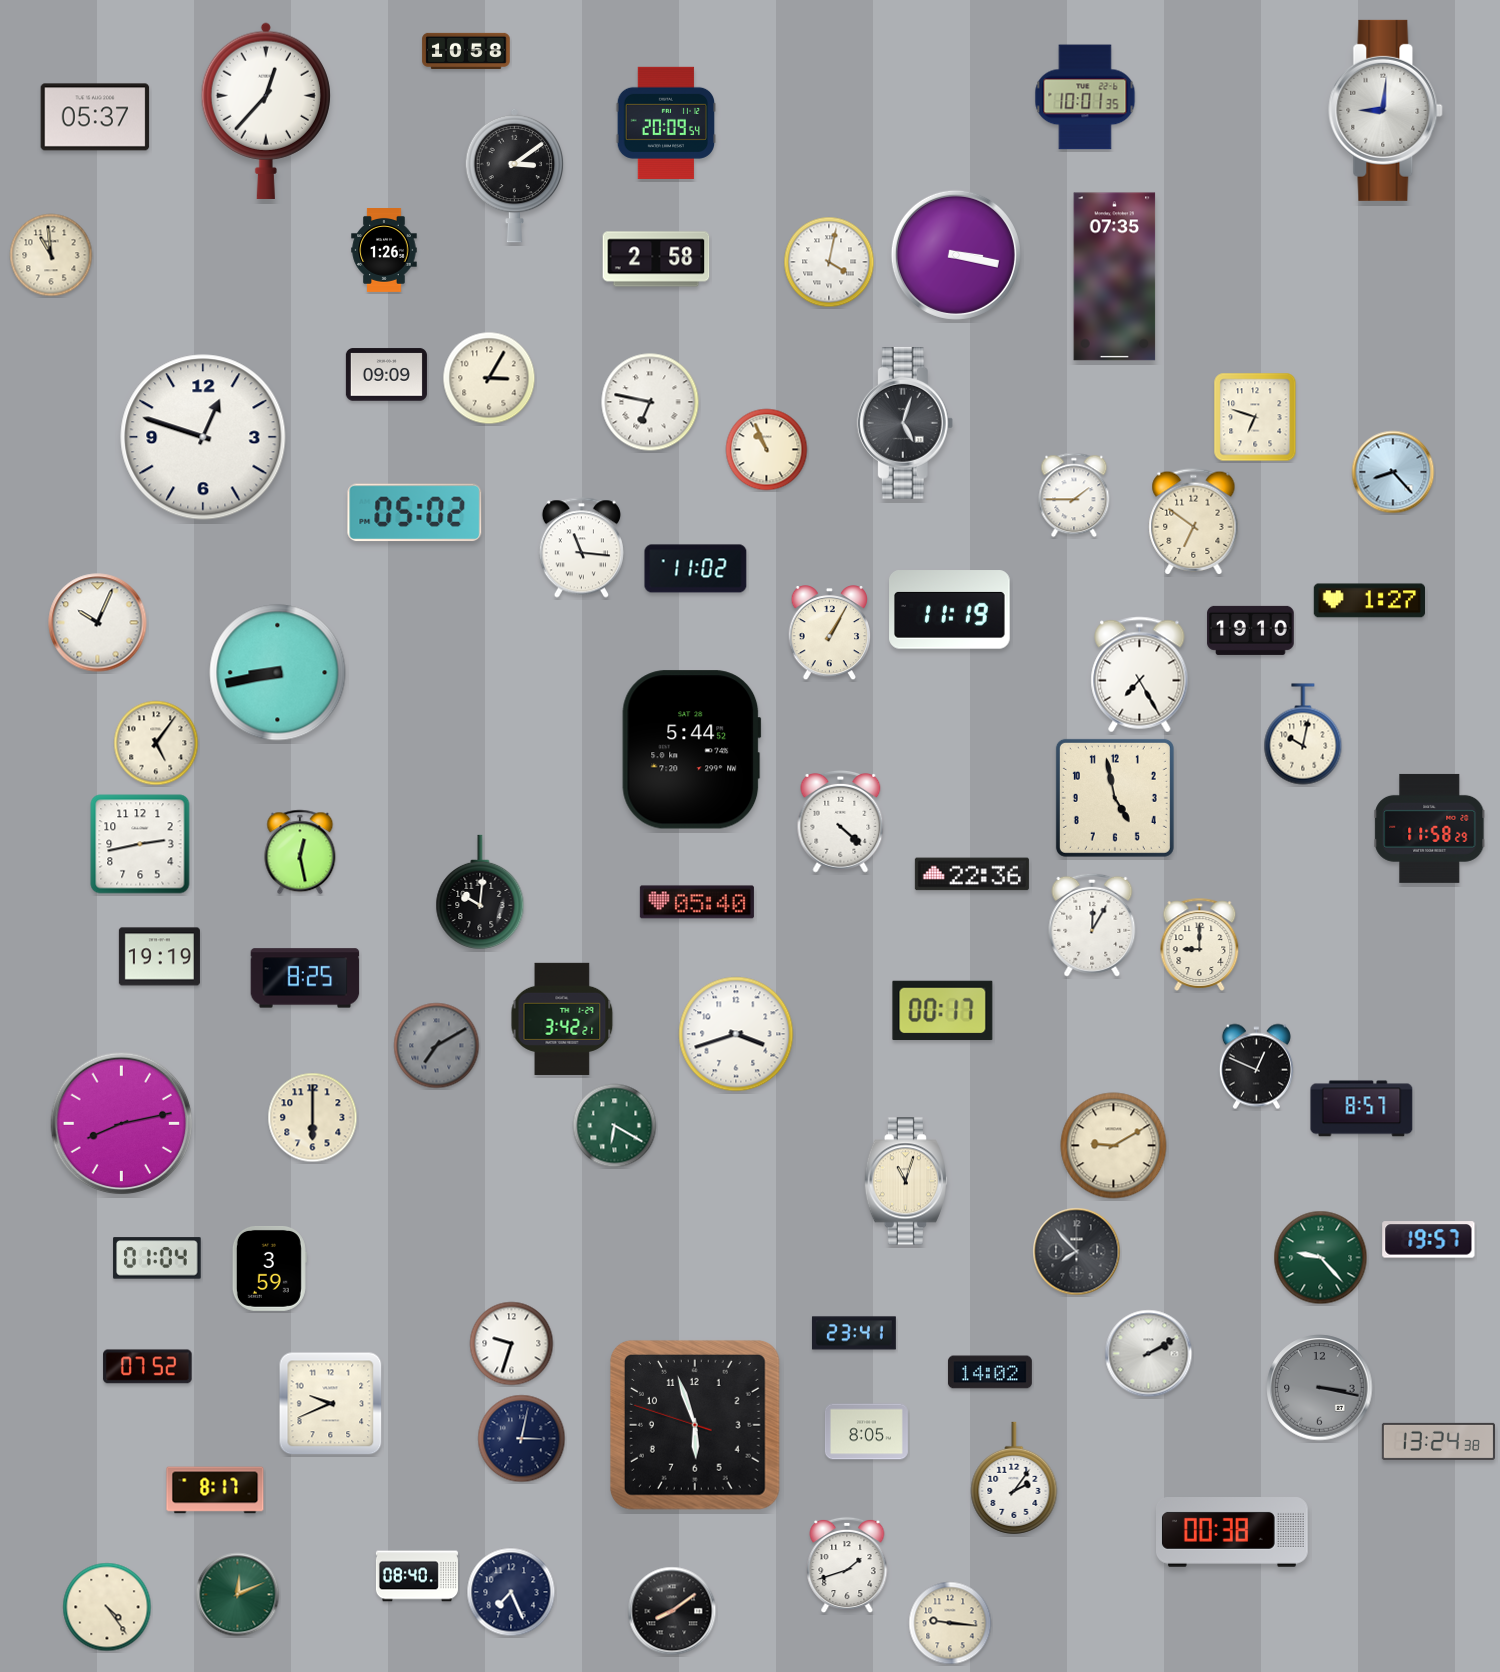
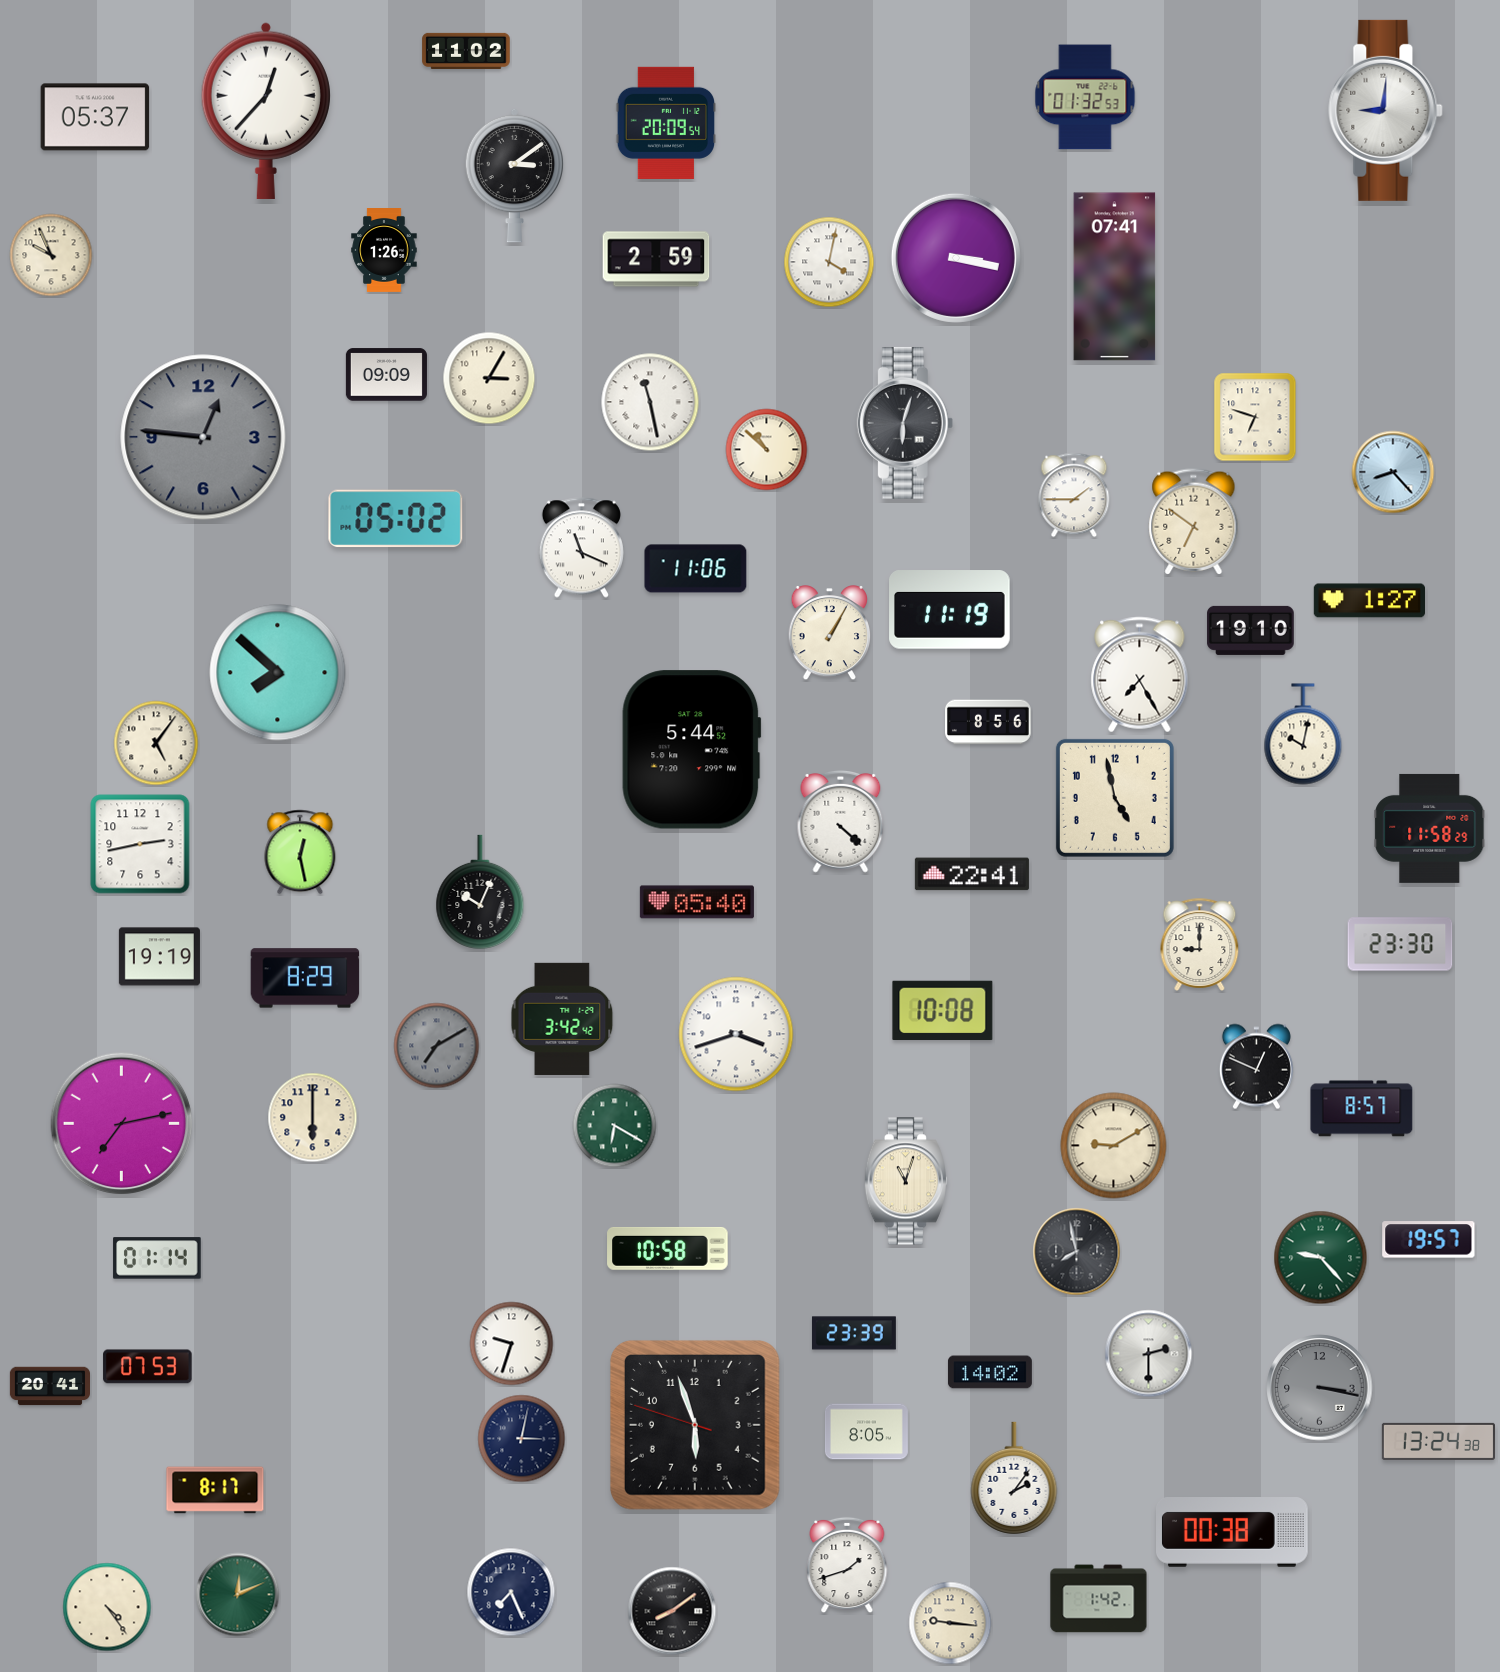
clock at (466, 51): 10:58 -> 11:02
clock at (1085, 97): 10:01 -> 01:32
clock at (51, 255): 10:59 -> 9:56
clock at (956, 255) position: (956, 255) -> (956, 258)
clock at (656, 259): 2:58 -> 2:59
clock at (1115, 277): 07:35 -> 07:41
clock at (650, 402): 6:47 -> 11:28
clock at (905, 423): 5:03 -> 6:03
clock at (203, 437): 12:48 -> 12:46
clock at (203, 437) dial: white -> grey
clock at (767, 450): 10:56 -> 10:52
clock at (415, 513) position: (415, 513) -> (396, 519)
clock at (581, 548): 11:16 -> 11:19
clock at (696, 569): 11:02 -> 11:06
clock at (98, 623): 10:04 -> none
clock at (278, 673): 8:43 -> 7:52
clock at (989, 722): none -> 8:56
clock at (972, 874): 22:36 -> 22:41
clock at (480, 891): 10:01 -> 10:04
clock at (1092, 925): 12:05 -> none
clock at (1400, 944): none -> 23:30
clock at (305, 978): 8:25 -> 8:29
clock at (943, 1011): 00:17 -> 10:08
clock at (562, 1019): 3:42:21 -> 3:42:42
clock at (122, 1124): 8:13 -> 7:13
clock at (668, 1248): none -> 10:58
clock at (1077, 1252): 7:53 -> 7:58
clock at (157, 1258): 01:04 -> 01:14
clock at (269, 1268): 3:59 -> none
clock at (854, 1333): 23:41 -> 23:39
clock at (1149, 1354): 2:10 -> 2:30
clock at (148, 1367): 07:52 -> 07:53
clock at (49, 1386): none -> 20:41
clock at (331, 1404): 9:41 -> none
clock at (417, 1576): 08:40 -> none
clock at (1099, 1599): none -> 1:42
